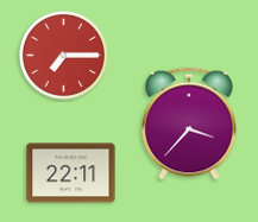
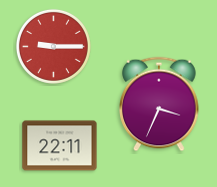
clock at (63, 55): 7:15 -> 9:15
clock at (189, 123): 3:37 -> 3:34
